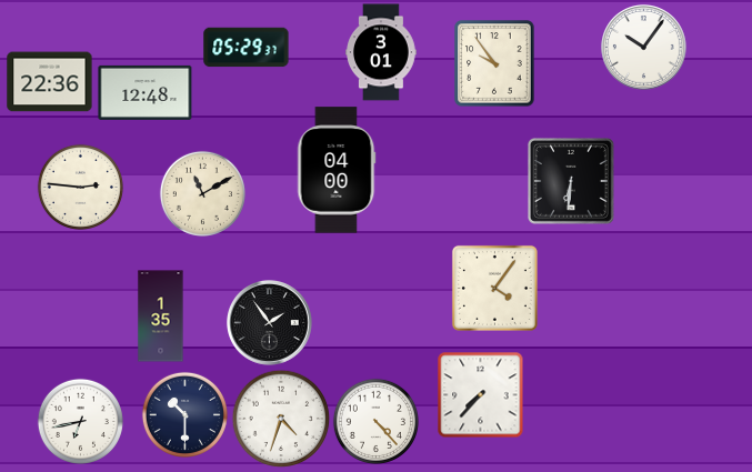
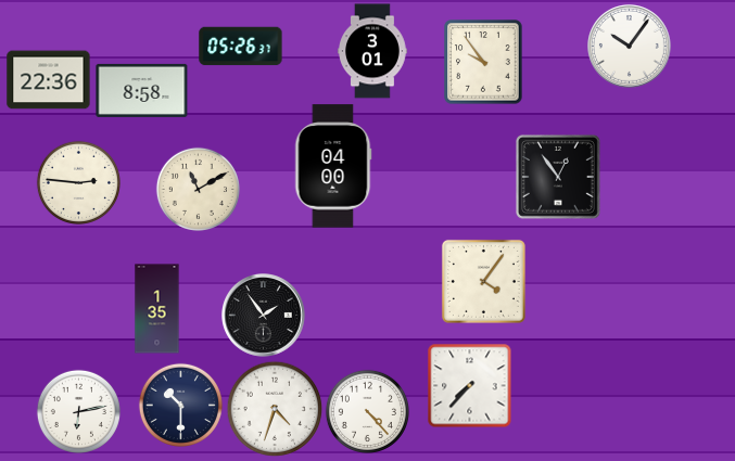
clock at (247, 48): 05:29 -> 05:26
clock at (146, 92): 12:48 -> 8:58
clock at (337, 170) position: (337, 170) -> (333, 166)
clock at (571, 181): 6:31 -> 12:54
clock at (80, 421): 6:43 -> 6:13
